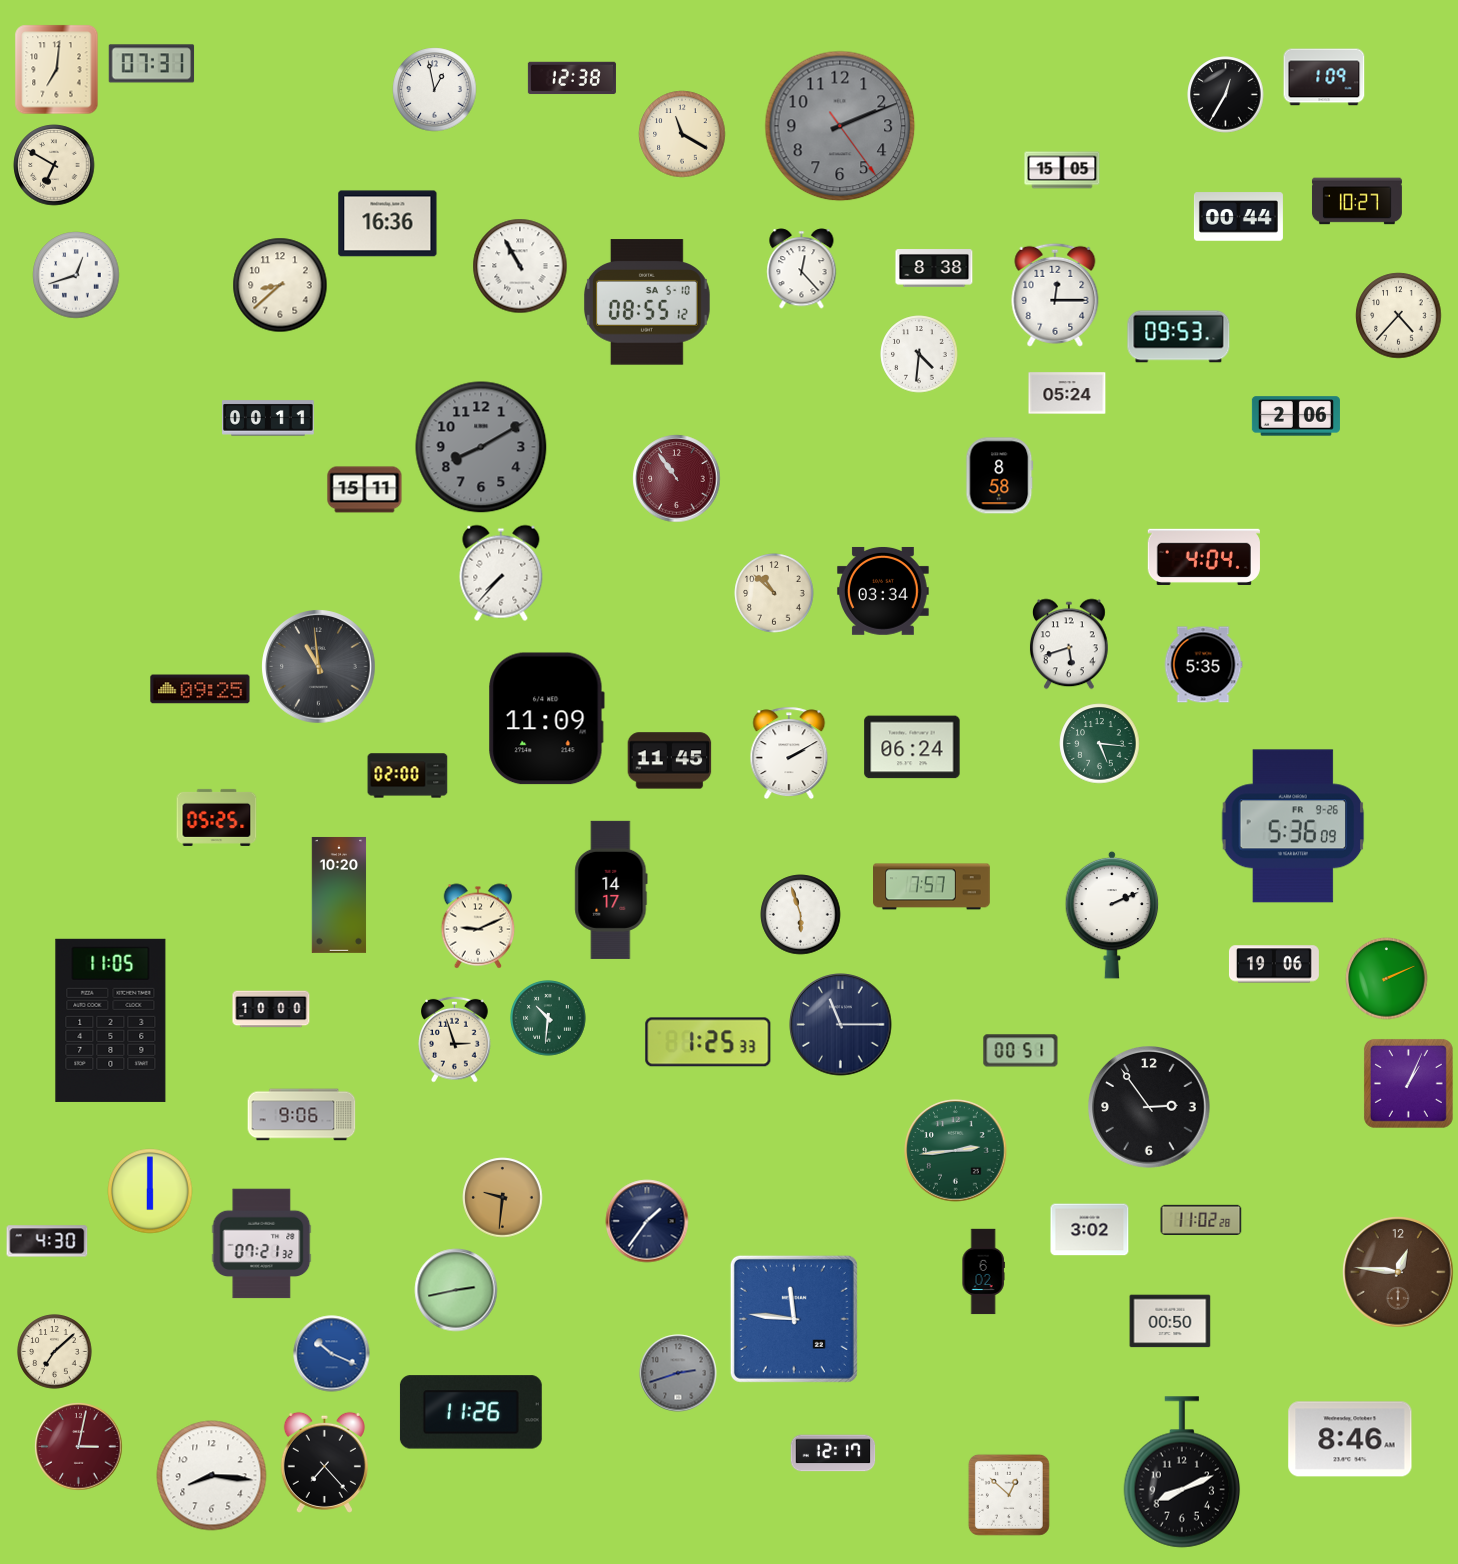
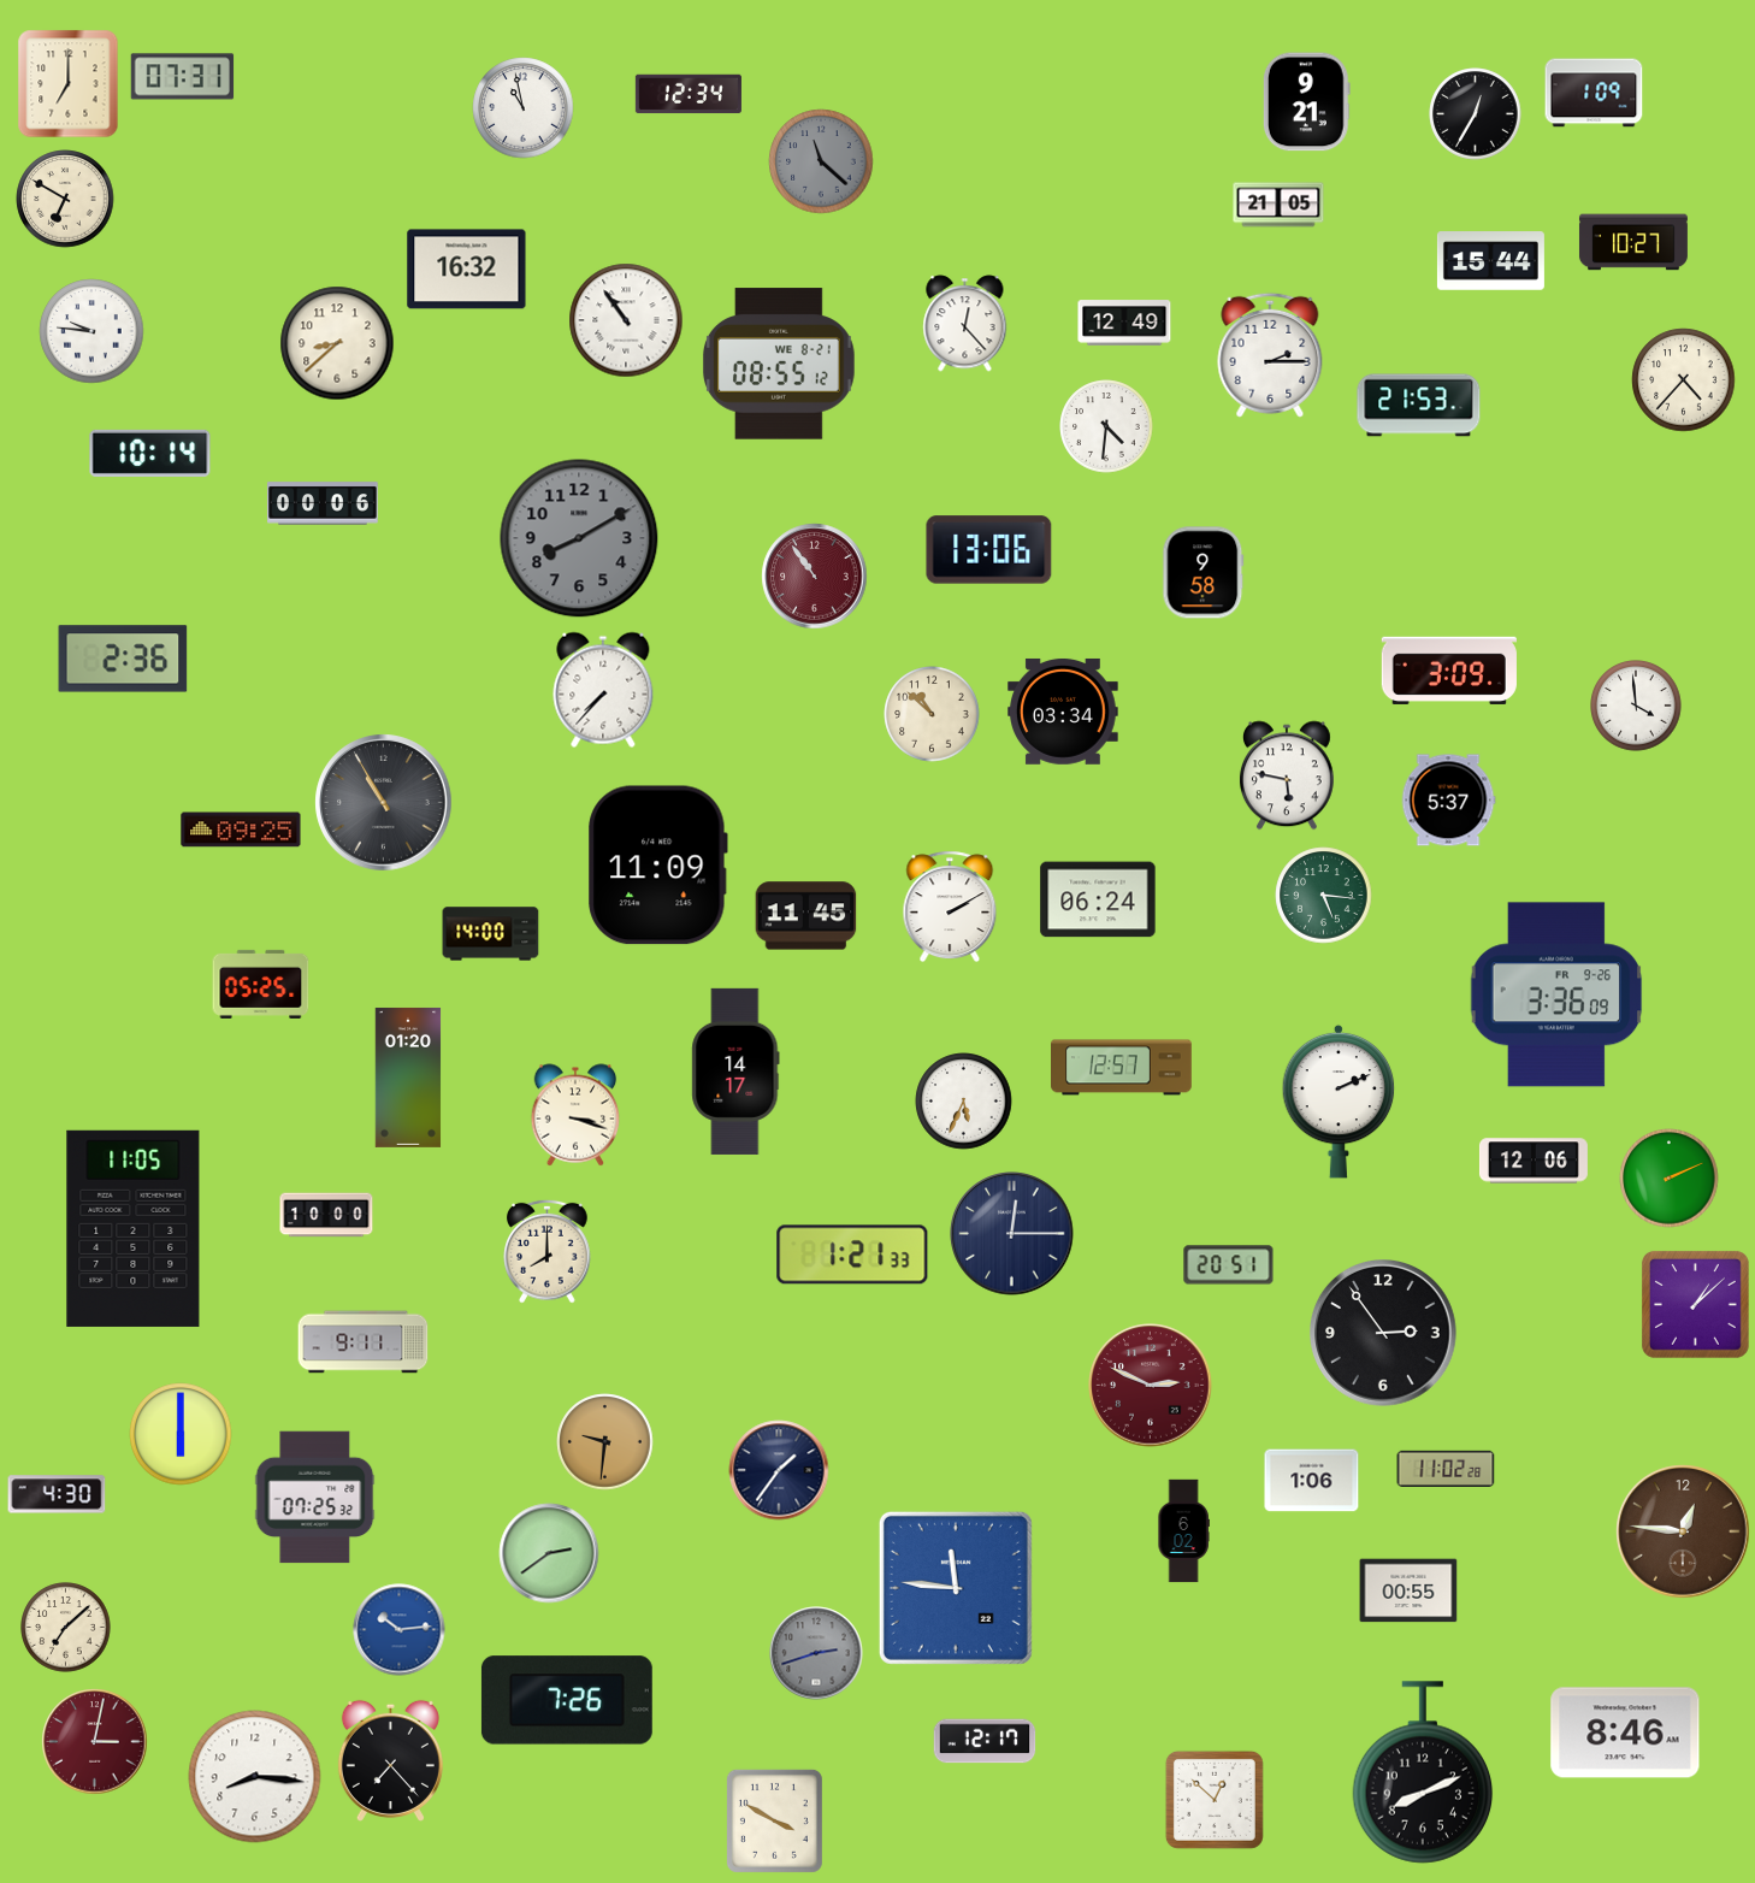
clock at (57, 70): 7:01 -> 7:00
clock at (572, 78): 12:38 -> 12:34
clock at (1306, 102): none -> 9:21
clock at (435, 90): 12:58 -> 10:58
clock at (840, 126): 2:11 -> none
clock at (682, 134): 11:20 -> 11:22
clock at (682, 134) dial: cream -> grey
clock at (1062, 170): 15:05 -> 21:05
clock at (1238, 217): 00:44 -> 15:44
clock at (388, 224): 16:36 -> 16:32
clock at (520, 266): 10:55 -> 10:54
clock at (934, 268): 8:38 -> 12:49
clock at (76, 275): 12:42 -> 9:46
clock at (1055, 295): 12:15 -> 2:15
clock at (648, 302) date: SA 5-10 -> WE 8-21
clock at (1179, 337): 09:53 -> 21:53
clock at (150, 453): none -> 10:14
clock at (1067, 393): 05:24 -> none
clock at (1296, 416): 2:06 -> none
clock at (268, 418): 00:11 -> 00:06
clock at (989, 550): none -> 13:06
clock at (1000, 476): 8:58 -> 9:58
clock at (365, 490): 15:11 -> none
clock at (123, 659): none -> 2:36
clock at (1204, 557): 4:04 -> 3:09
clock at (1636, 706): none -> 3:59
clock at (1069, 644): 5:42 -> 5:47
clock at (1203, 665): 5:35 -> 5:37
clock at (319, 667): 10:59 -> 10:55
clock at (408, 776): 02:00 -> 14:00
clock at (1293, 826): 5:36 -> 3:36
clock at (932, 887): 7:57 -> 12:57
clock at (339, 895): 10:20 -> 01:20
clock at (801, 915): 5:57 -> 5:34
clock at (478, 926): 9:11 -> 3:18
clock at (1274, 964): 19:06 -> 12:06
clock at (548, 1018): 10:31 -> none
clock at (841, 1025): 11:15 -> 12:15
clock at (455, 1039): 2:57 -> 8:00
clock at (708, 1042): 1:25 -> 1:21
clock at (1021, 1051): 00:51 -> 20:51
clock at (1408, 1083): 1:04 -> 1:08
clock at (302, 1115): 9:06 -> 9:11
clock at (956, 1151): 2:44 -> 2:49
clock at (956, 1151) dial: green -> burgundy
clock at (1090, 1230): 3:02 -> 1:06
clock at (262, 1244): 07:21 -> 07:25
clock at (456, 1290): 2:43 -> 2:39
clock at (1170, 1321): 00:50 -> 00:55
clock at (332, 1354): 10:19 -> 10:14
clock at (471, 1412): 11:26 -> 7:26
clock at (833, 1453) position: (833, 1453) -> (985, 1741)
clock at (774, 1820): none -> 3:50
